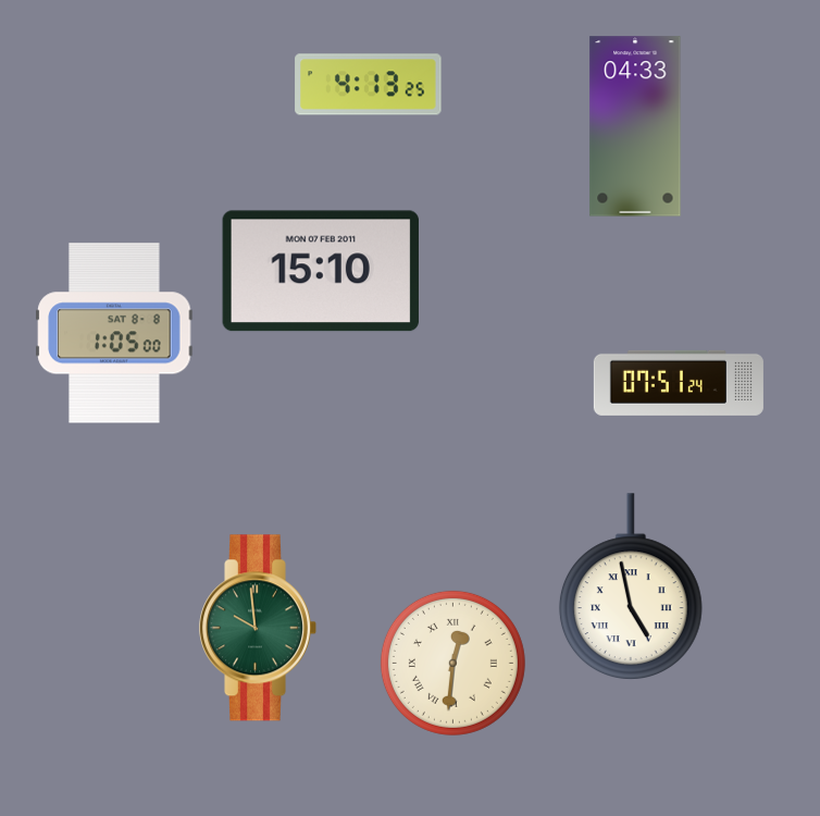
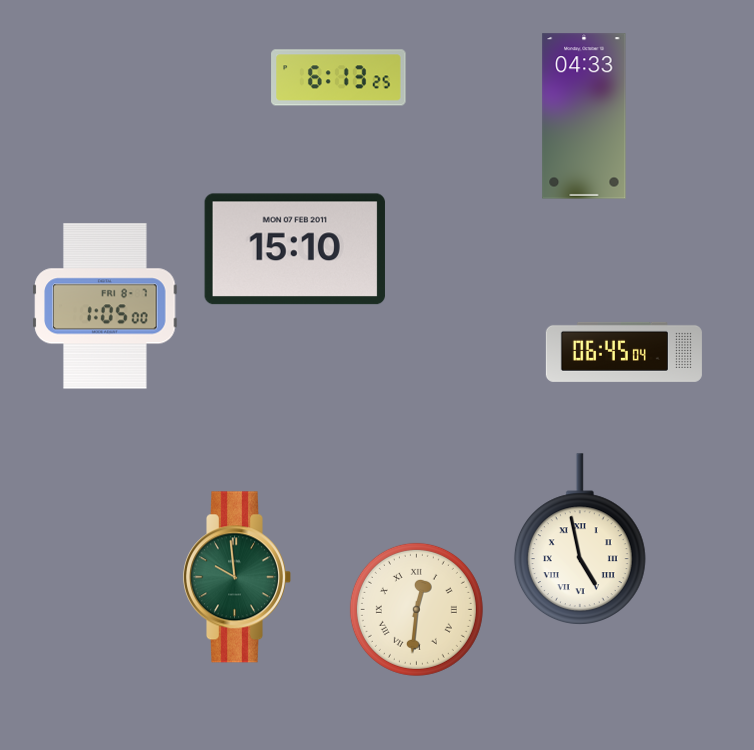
clock at (369, 85): 4:13 -> 6:13
clock at (114, 333) date: SAT 8-8 -> FRI 8-7
clock at (679, 383): 07:51 -> 06:45
